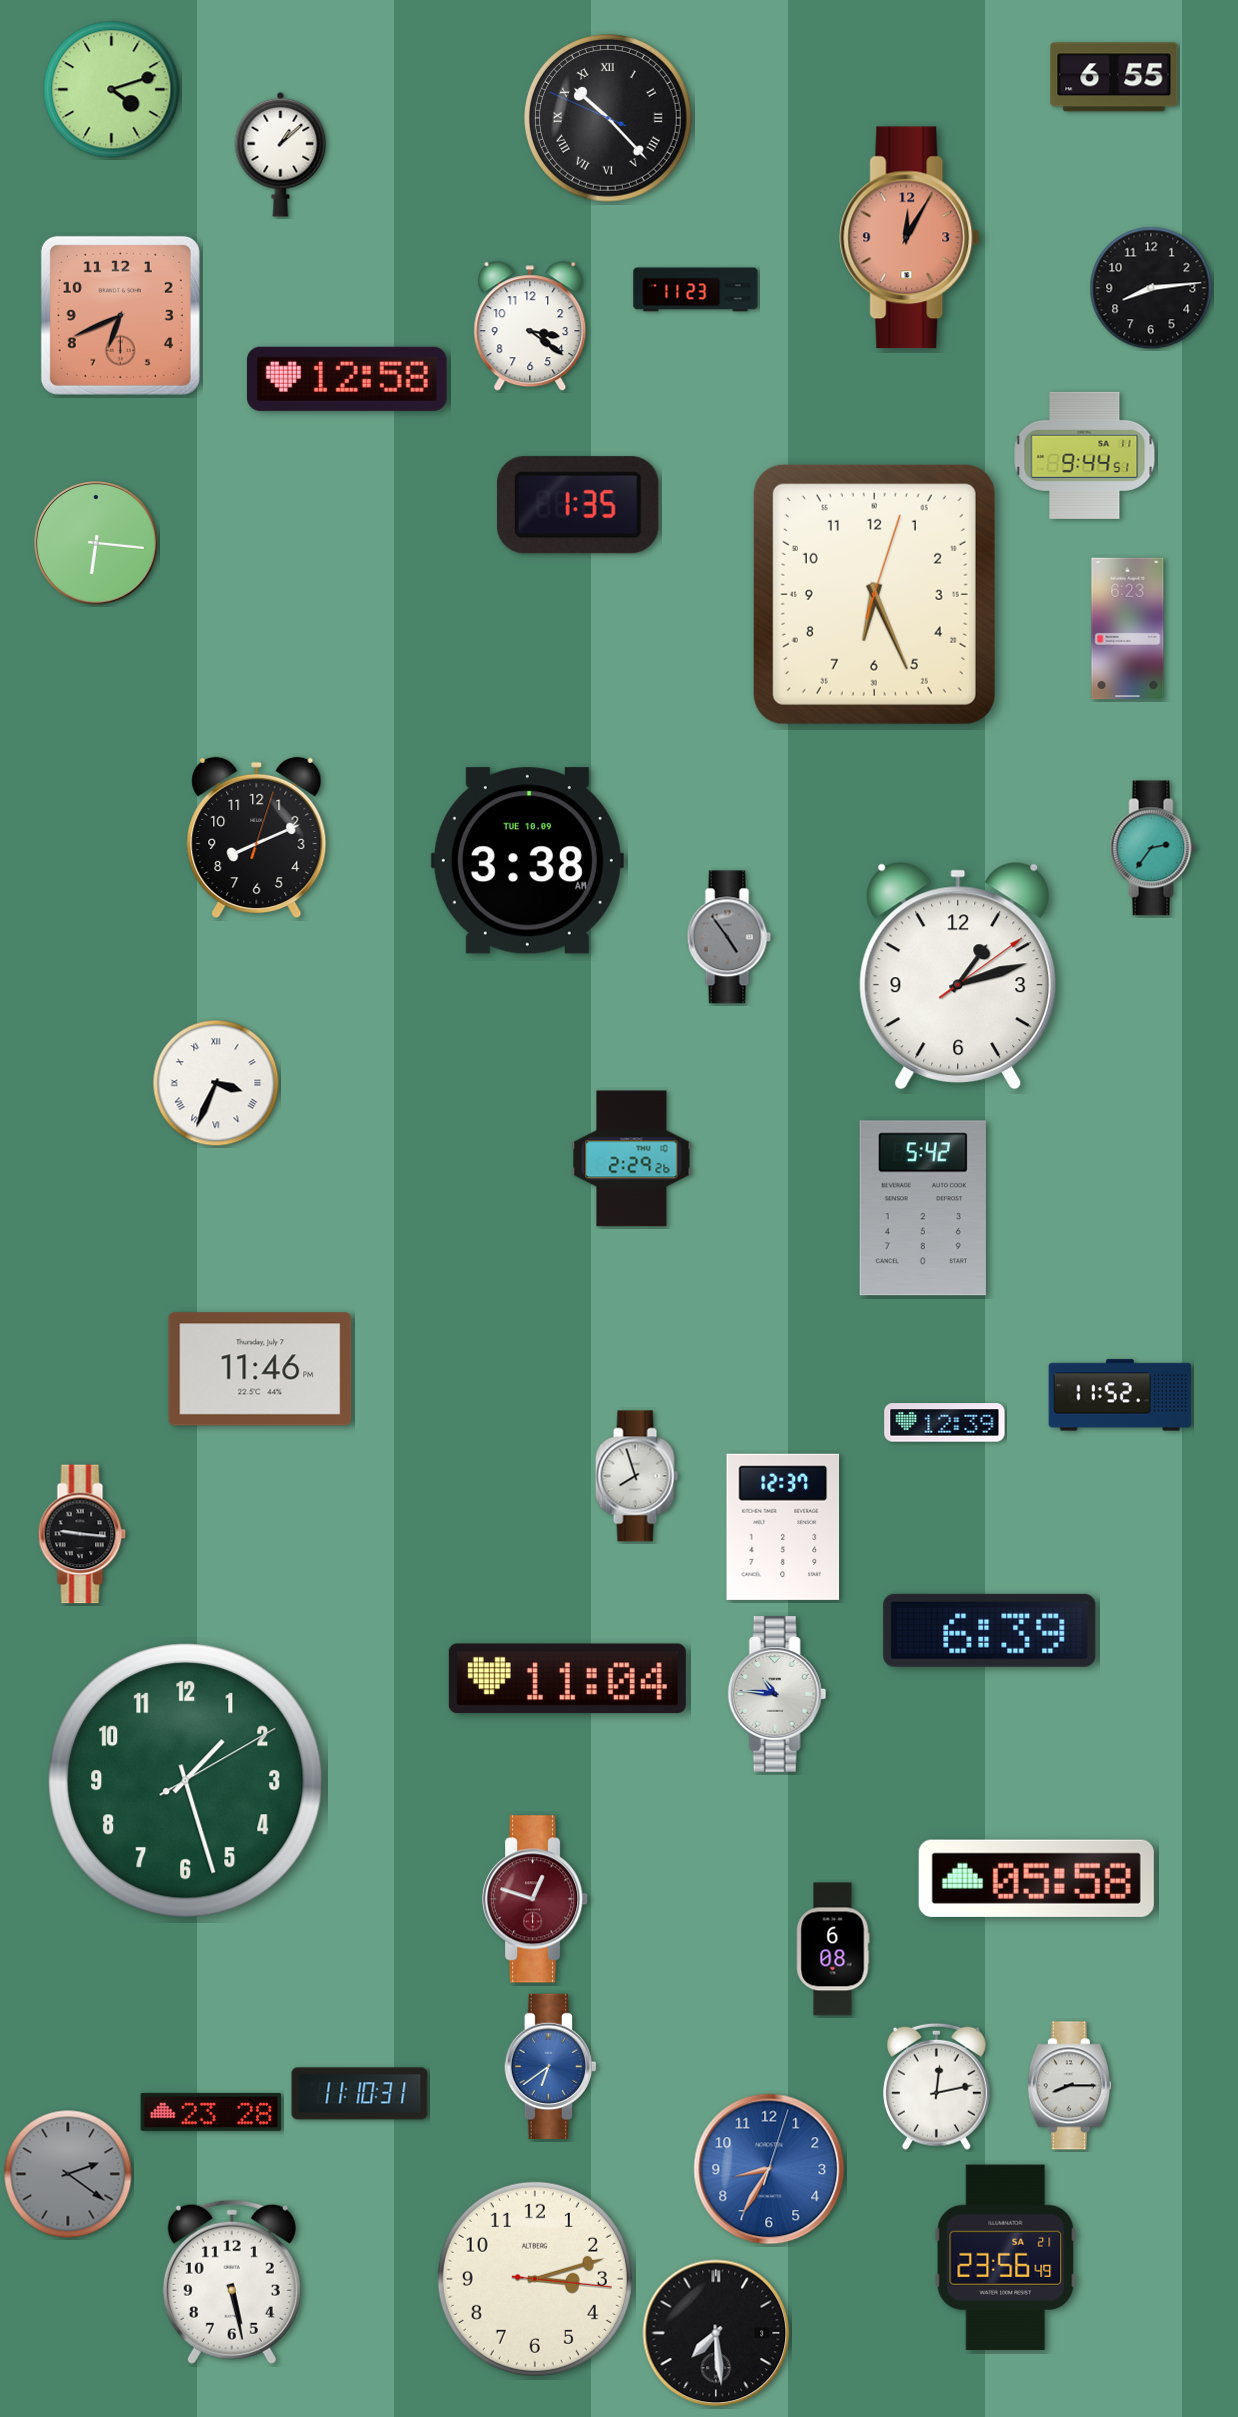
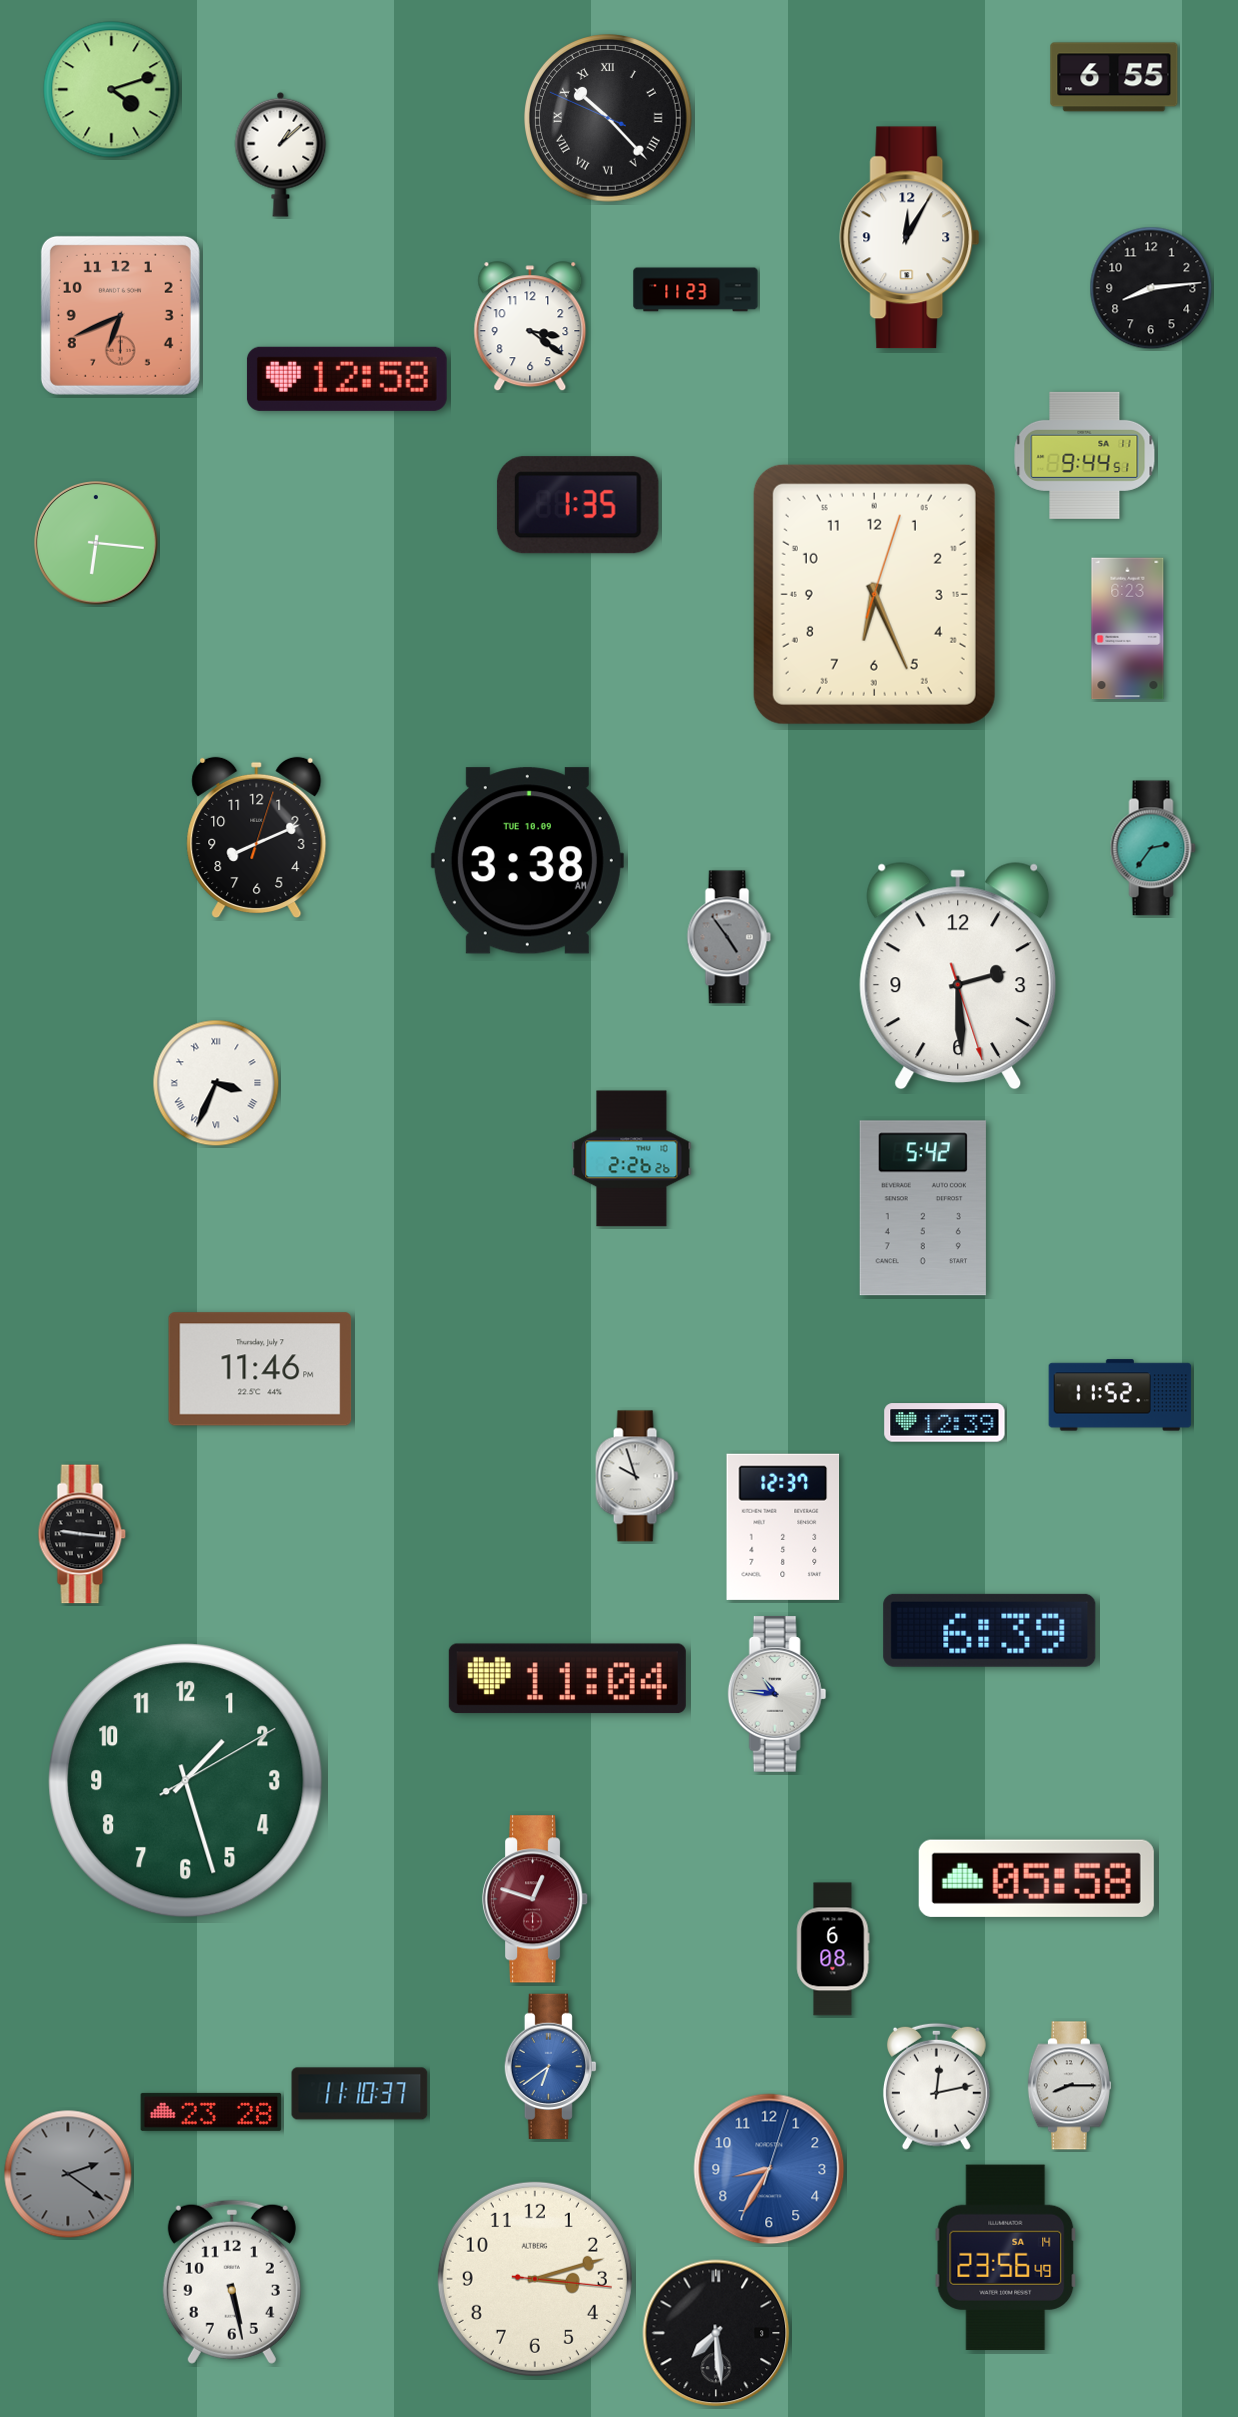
clock at (910, 238) dial: salmon -> white
clock at (958, 976): 1:12 -> 2:29
clock at (632, 1159): 2:29 -> 2:26
clock at (637, 1476): 7:57 -> 9:57
clock at (360, 2094): 11:10:31 -> 11:10:37
clock at (1006, 2257) date: SA 21 -> SA 14
